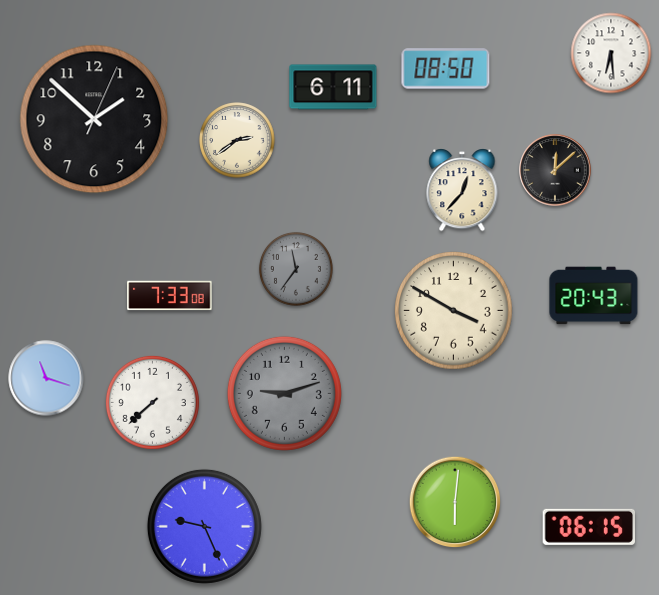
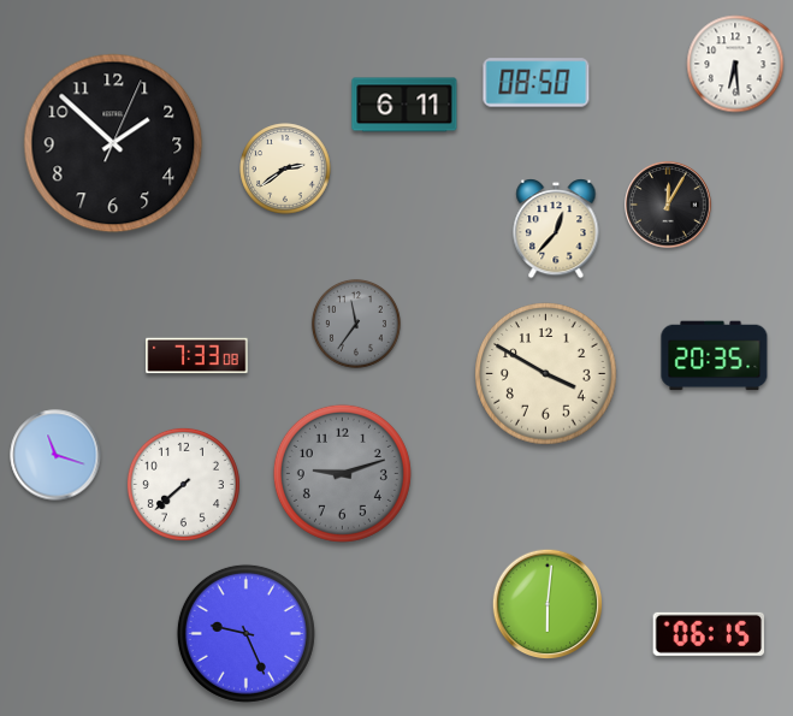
clock at (333, 87) position: (333, 87) -> (404, 105)
clock at (555, 170): 12:08 -> 12:05
clock at (170, 296) position: (170, 296) -> (197, 356)
clock at (594, 296): 20:43 -> 20:35
